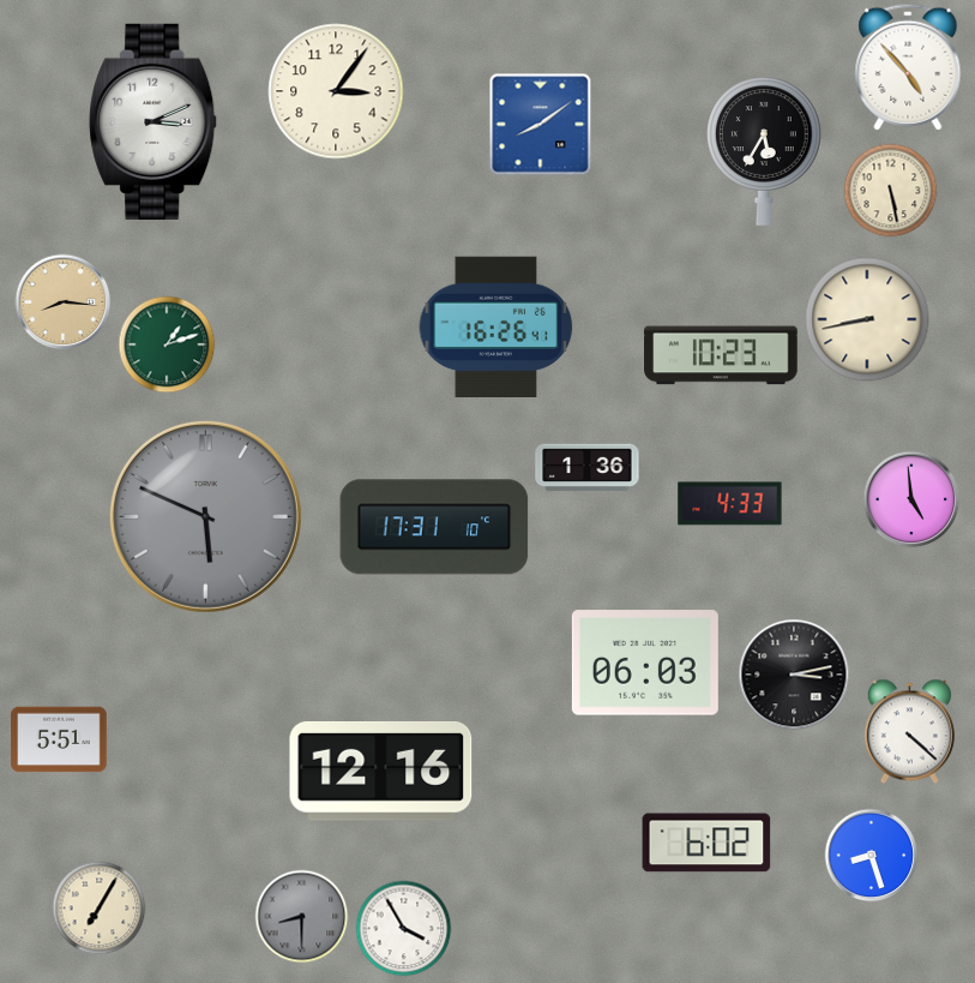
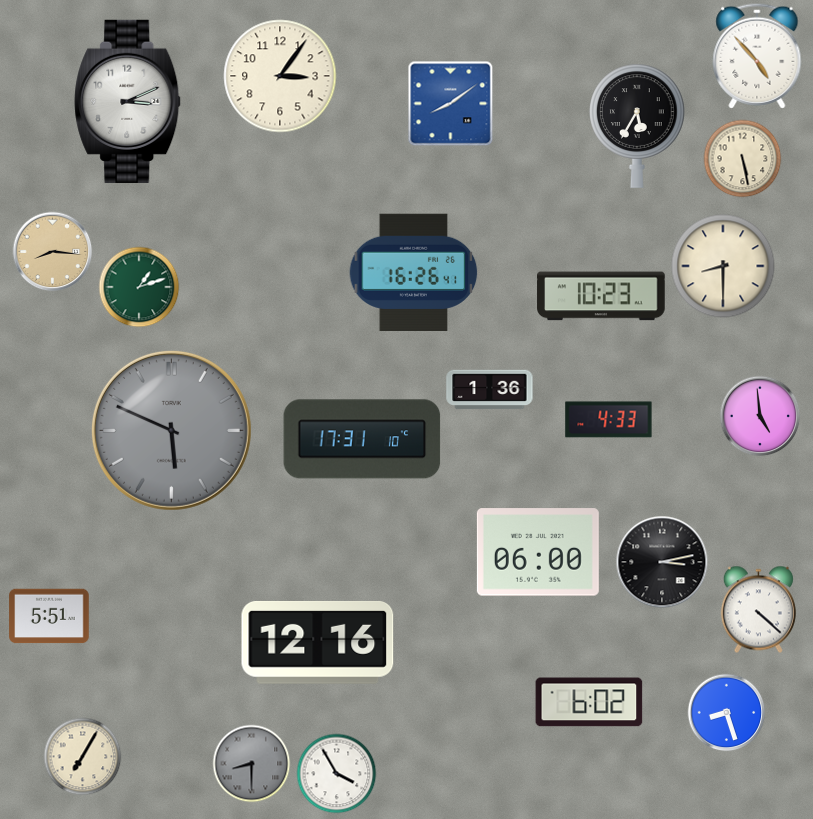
clock at (867, 319): 8:43 -> 8:30
clock at (645, 663): 06:03 -> 06:00
